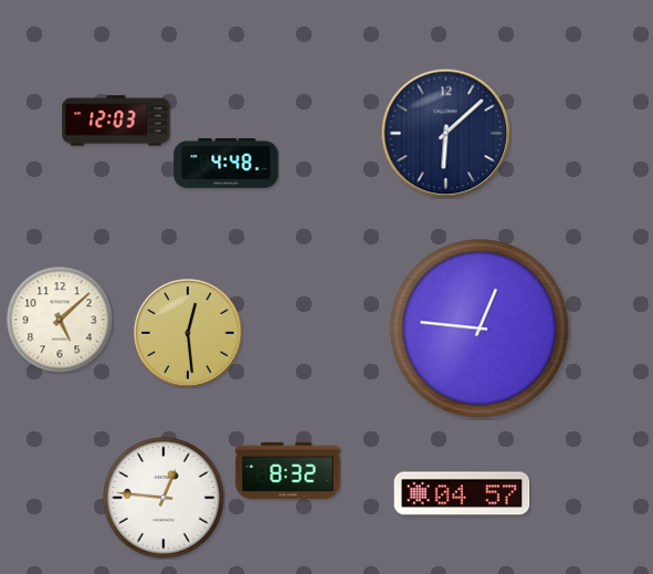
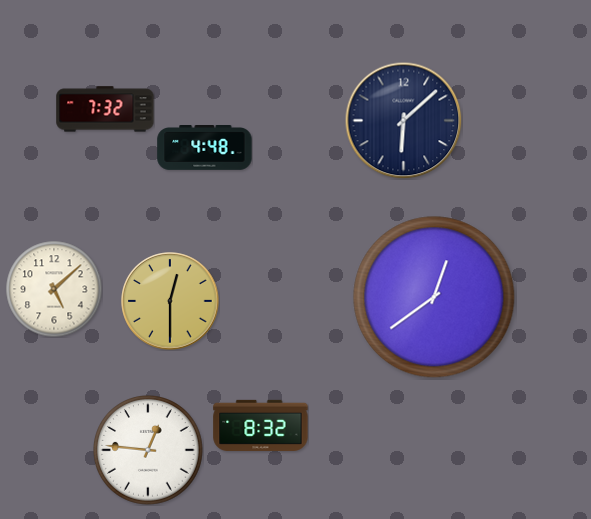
clock at (116, 121): 12:03 -> 7:32
clock at (480, 328): 12:46 -> 12:39
clock at (188, 333): 12:29 -> 12:30
clock at (462, 493): 04:57 -> none
